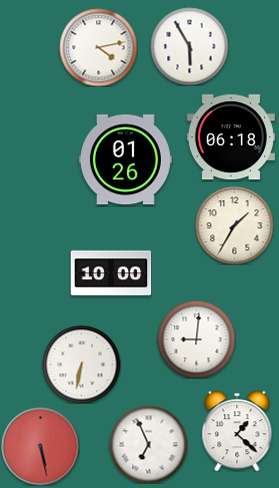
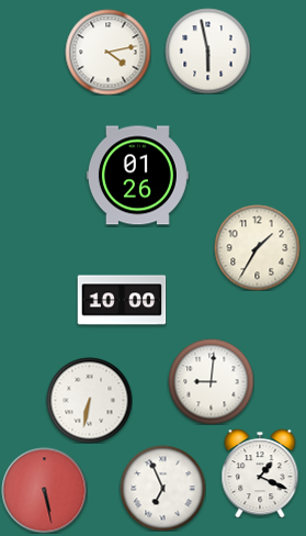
clock at (189, 46): 5:55 -> 5:58
clock at (231, 137): 06:18 -> none
clock at (196, 339) position: (196, 339) -> (211, 381)
clock at (237, 431): 1:22 -> 1:19
